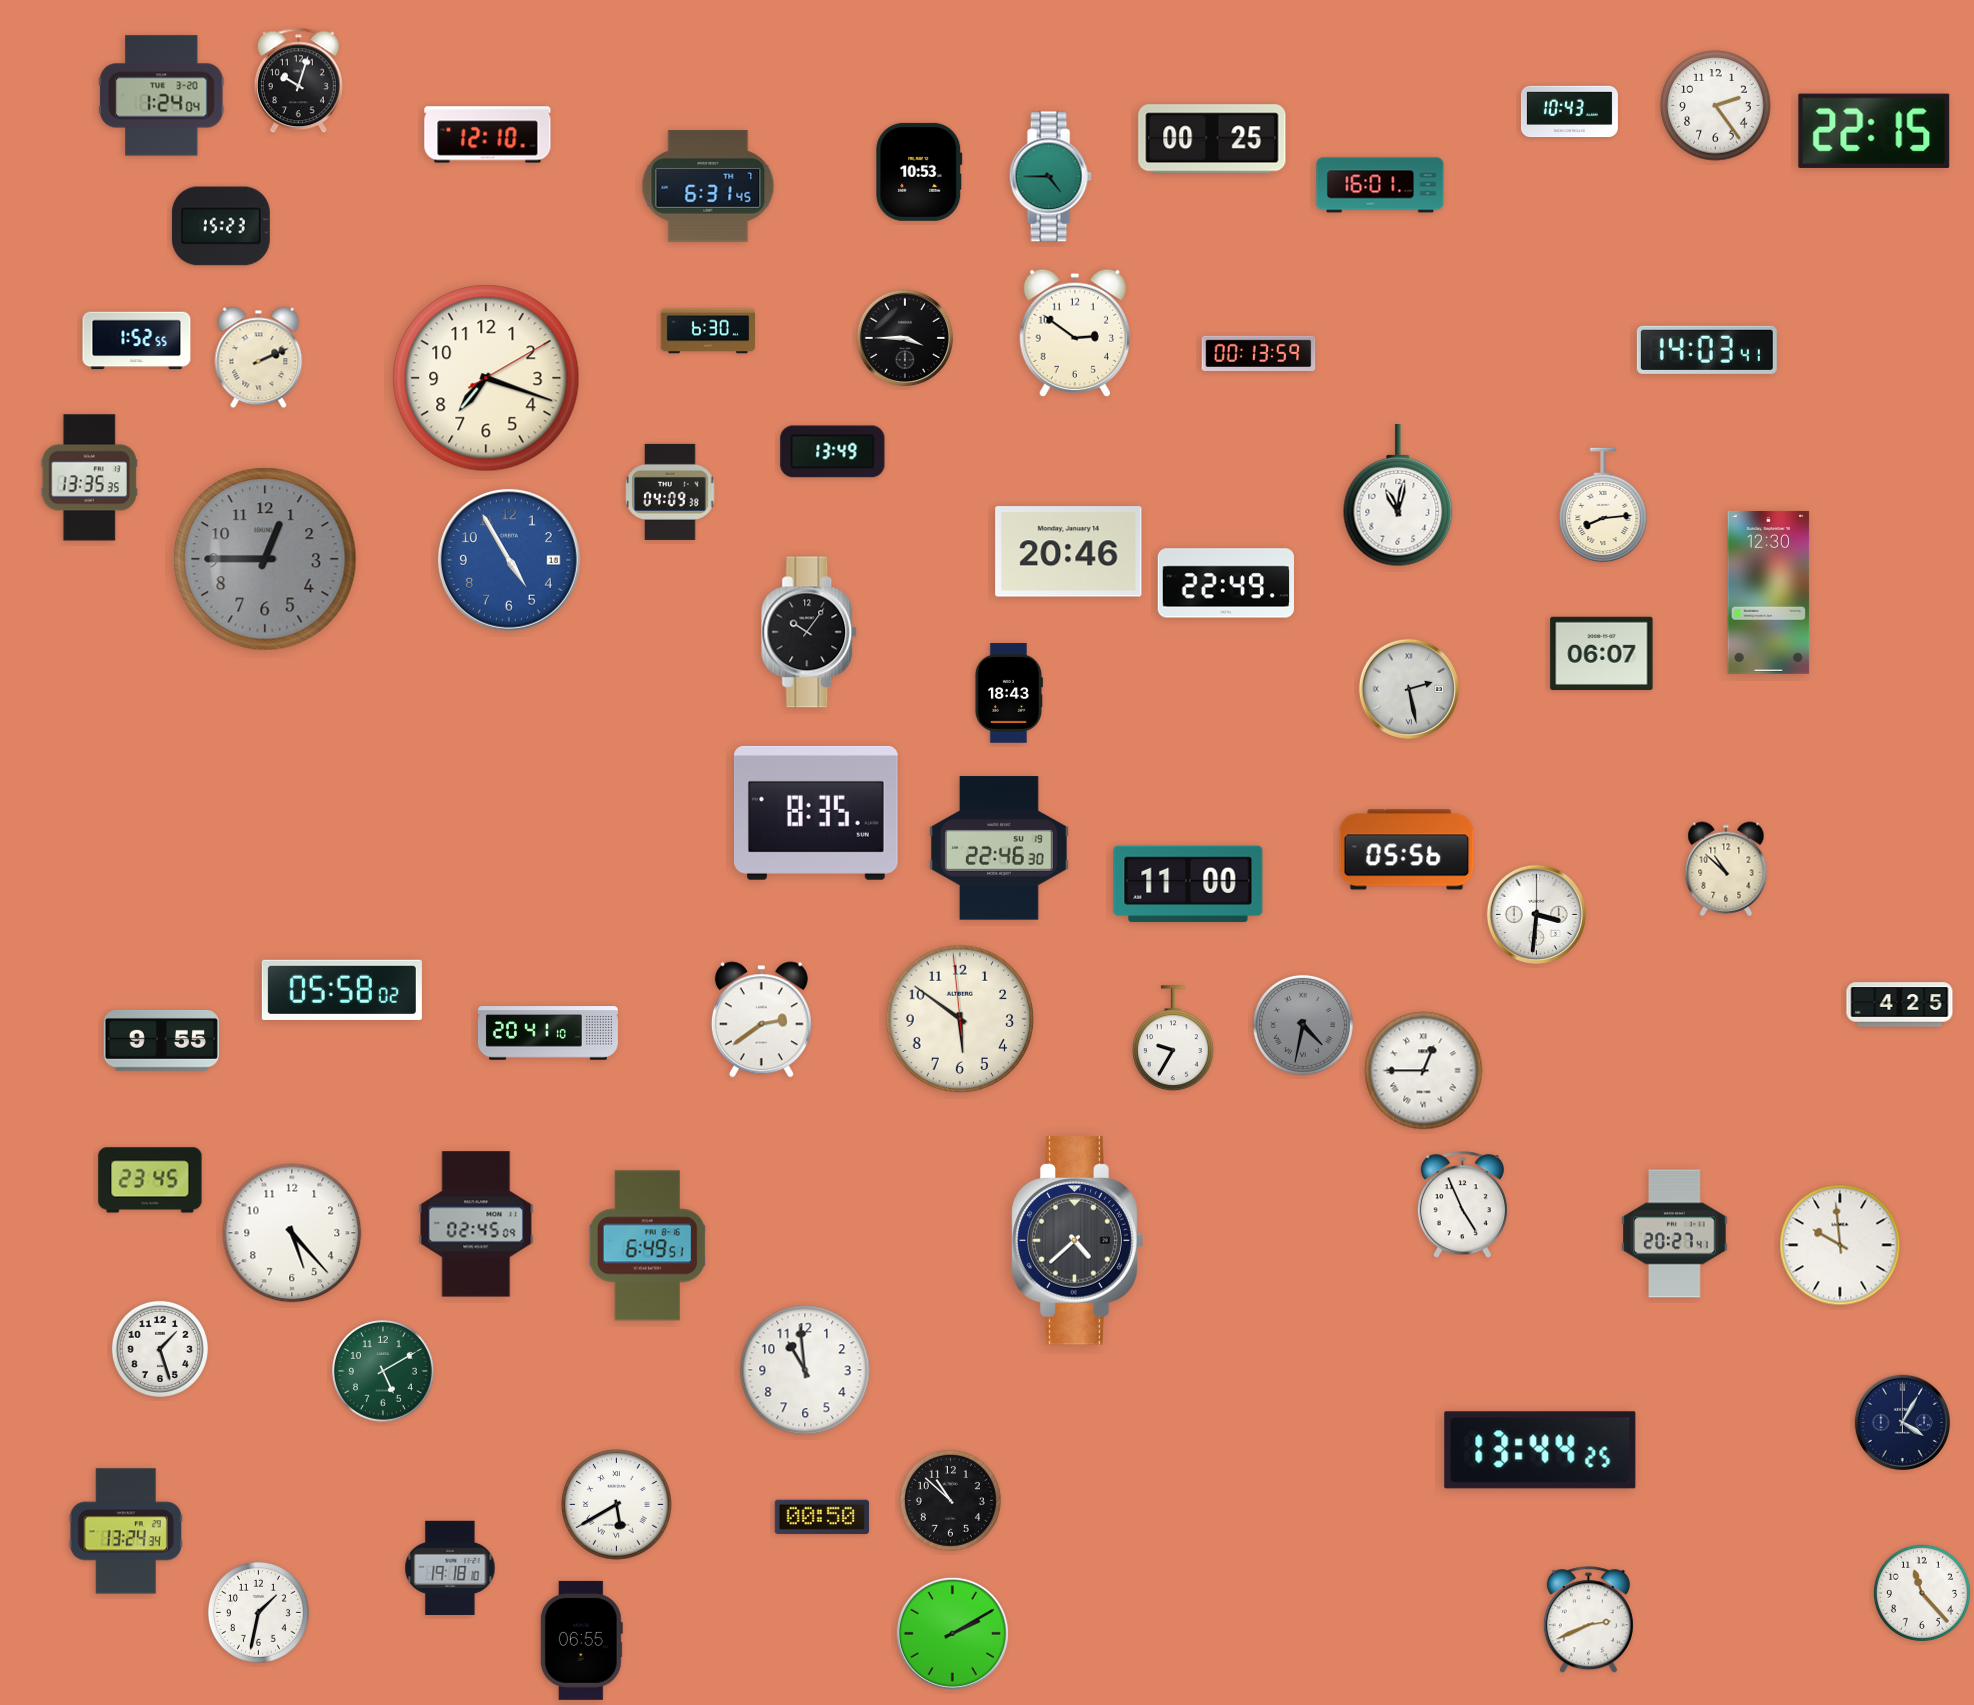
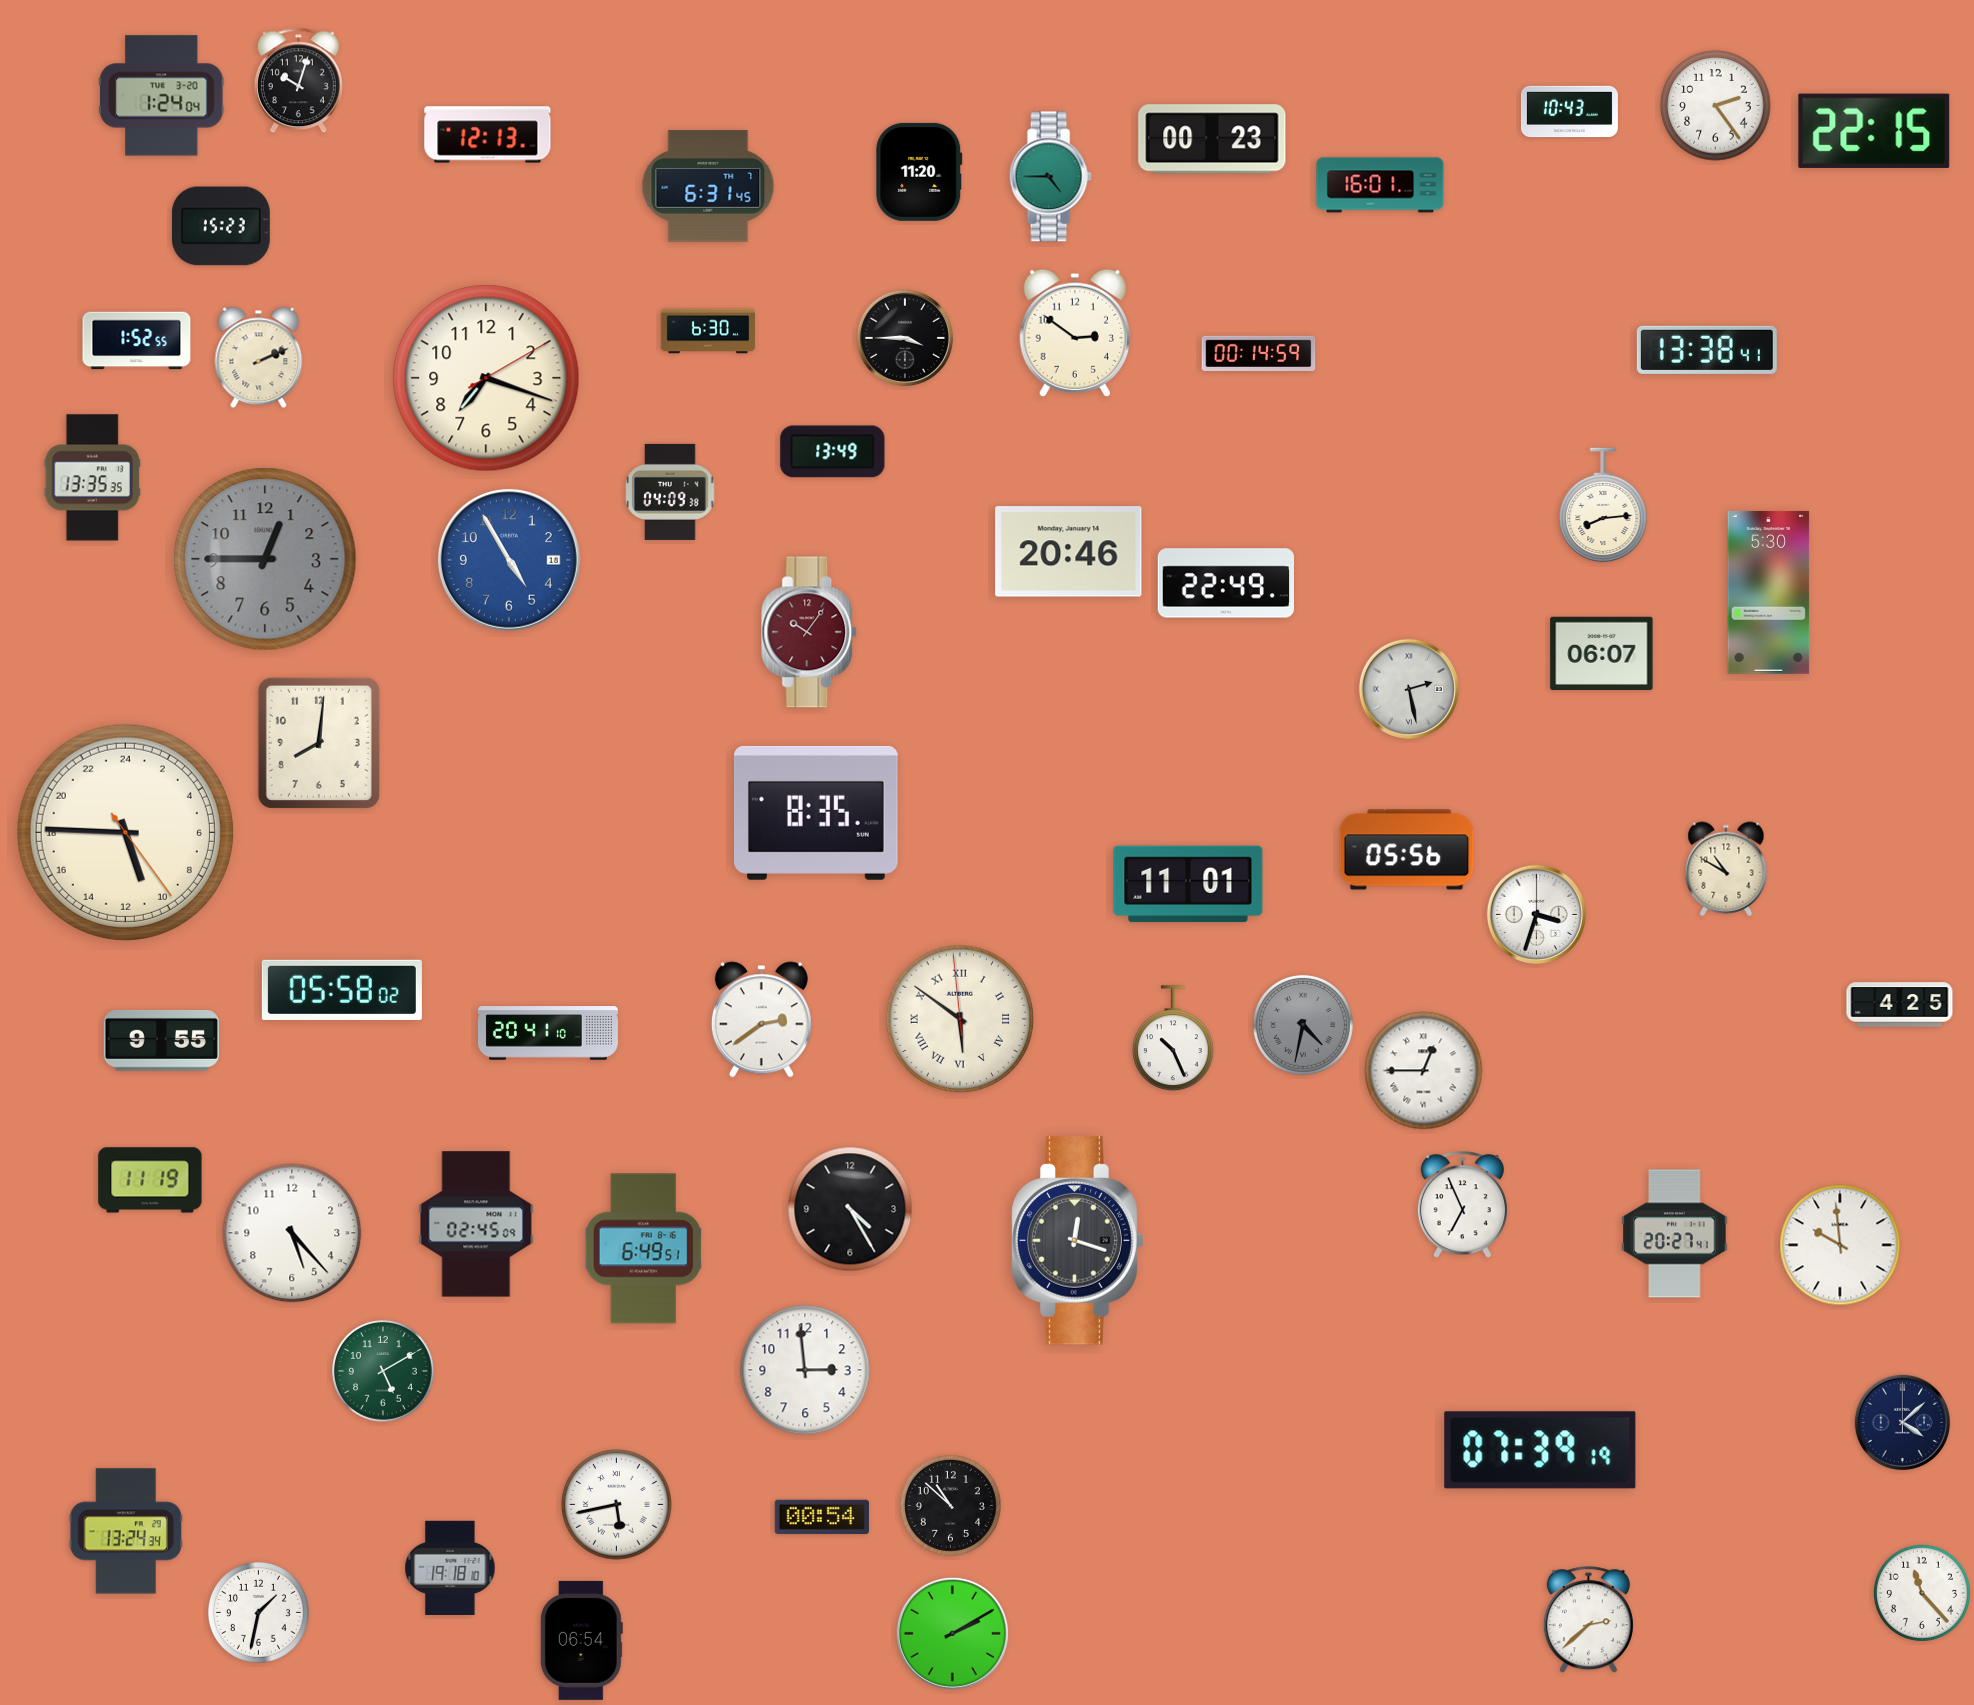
clock at (488, 135): 12:10 -> 12:13
clock at (1212, 139): 00:25 -> 00:23
clock at (919, 172): 10:53 -> 11:20
clock at (1707, 350): 14:03 -> 13:38
clock at (1259, 353): 00:13 -> 00:14
clock at (89, 478) position: (89, 478) -> (92, 478)
clock at (1398, 496): 11:02 -> none
clock at (1769, 592): 12:30 -> 5:30
clock at (810, 632) dial: black -> burgundy
clock at (1008, 693): 18:43 -> none
clock at (319, 743): none -> 8:01
clock at (125, 832): none -> 10:45
clock at (999, 848): 22:46 -> none
clock at (1726, 869): 10:52 -> 10:50
clock at (1188, 884): 11:00 -> 11:01
clock at (1536, 914): 3:31 -> 3:33
clock at (960, 1019) numerals: Arabic -> Roman
clock at (1174, 1039): 9:35 -> 10:26
clock at (150, 1180): 23:45 -> 11:19
clock at (1462, 1205): 4:56 -> 6:56
clock at (850, 1209): none -> 4:25
clock at (1078, 1241): 4:38 -> 12:18
clock at (648, 1246) position: (648, 1246) -> (644, 1249)
clock at (160, 1349): 1:27 -> none
clock at (805, 1370): 10:59 -> 2:59
clock at (1902, 1422): 4:05 -> 4:08
clock at (1540, 1450): 13:44 -> 07:39
clock at (950, 1500) position: (950, 1500) -> (950, 1505)
clock at (617, 1505): 5:40 -> 5:43
clock at (822, 1516): 00:50 -> 00:54
clock at (1588, 1620): 2:41 -> 2:38
clock at (581, 1640): 06:55 -> 06:54
